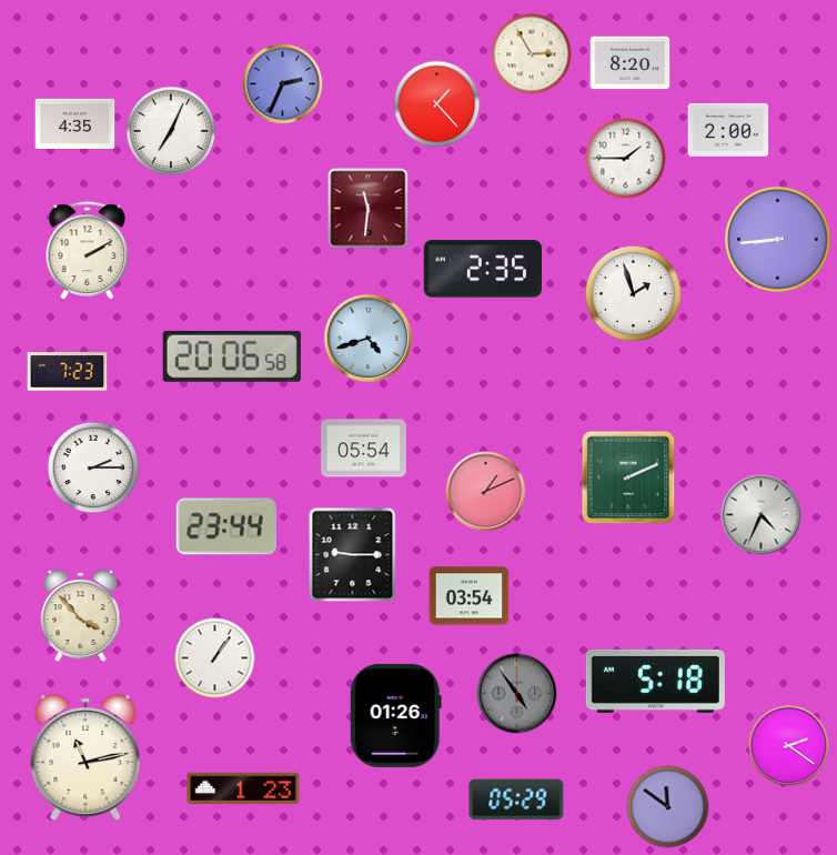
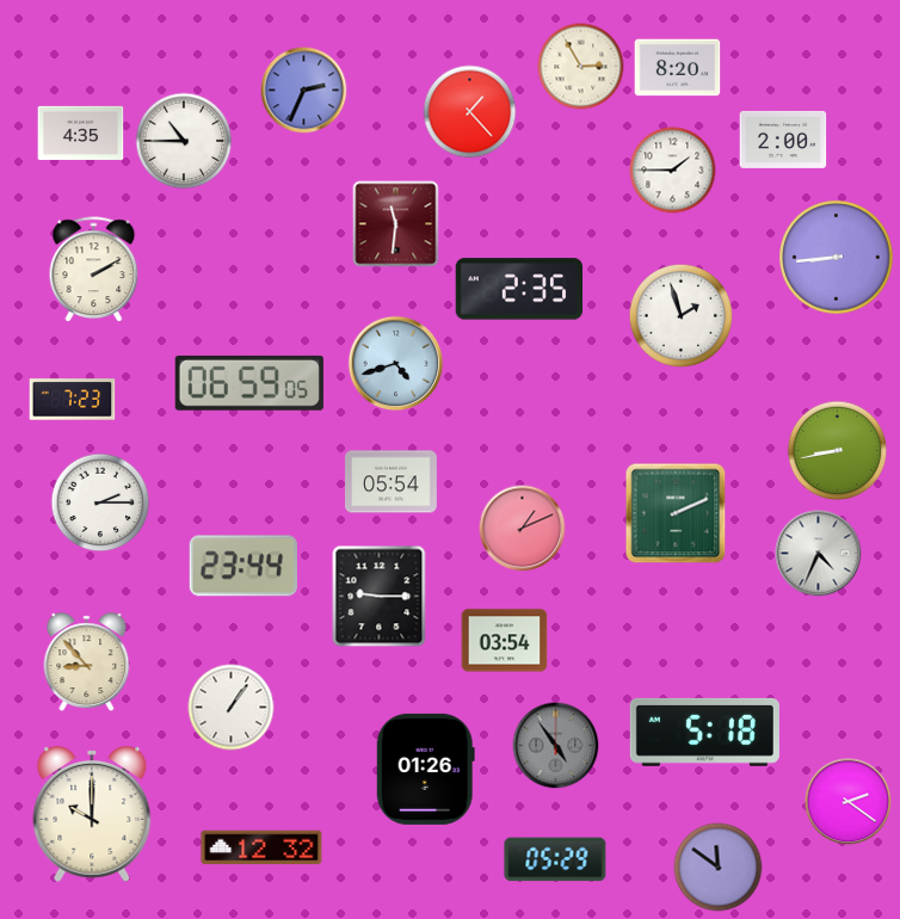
clock at (532, 54) position: (532, 54) -> (581, 67)
clock at (171, 131): 7:04 -> 10:45
clock at (232, 356): 20:06 -> 06:59
clock at (838, 451): none -> 8:43
clock at (81, 615): 3:53 -> 8:53
clock at (85, 758): 11:13 -> 10:00
clock at (243, 788): 1:23 -> 12:32
